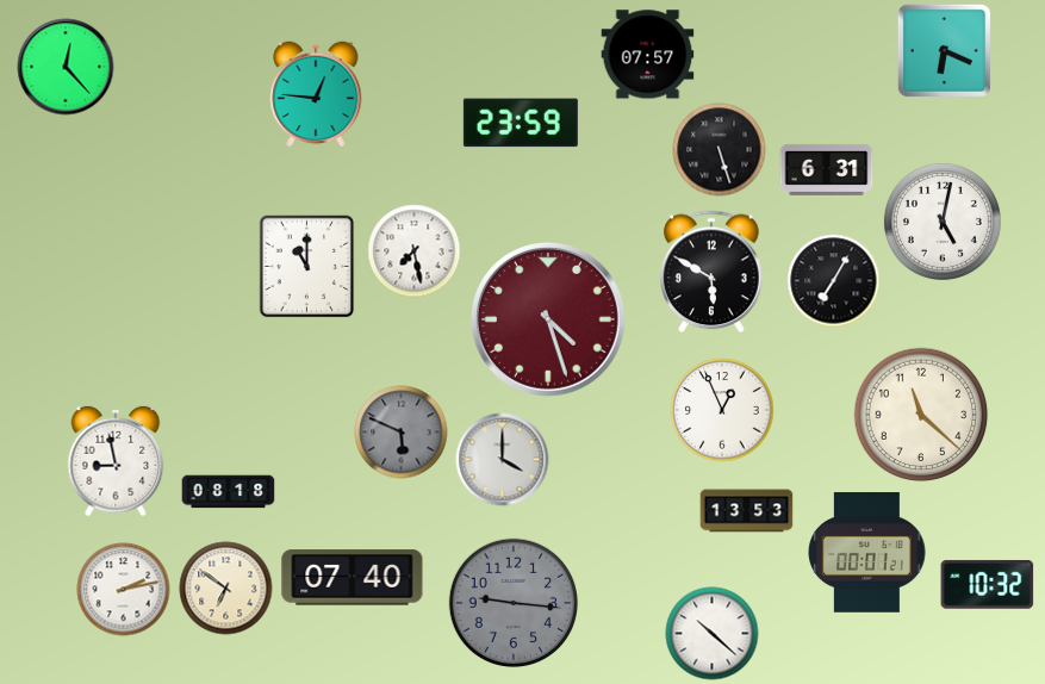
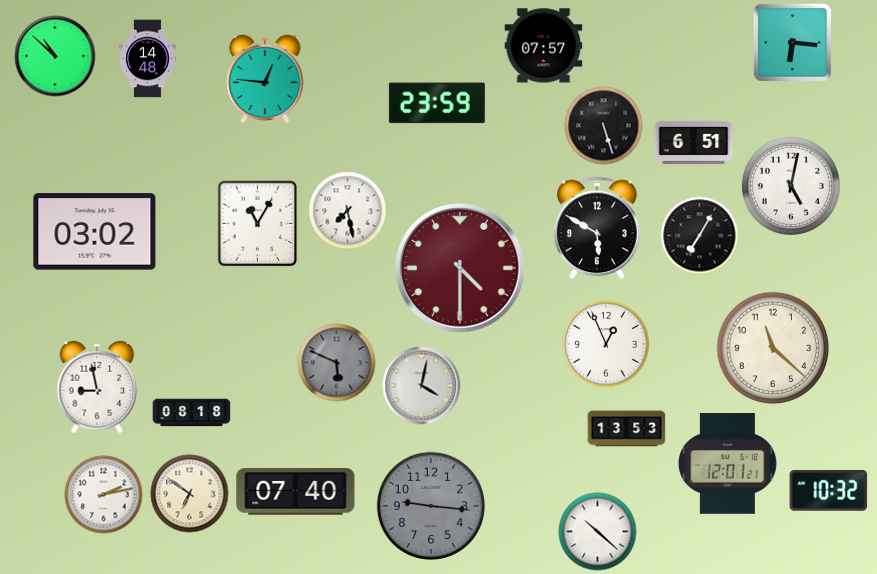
clock at (944, 50): 6:19 -> 6:16
clock at (66, 67): 12:23 -> 10:52
clock at (148, 58): none -> 14:48
clock at (826, 169): 6:31 -> 6:51
clock at (307, 266): 11:00 -> 11:05
clock at (95, 232): none -> 03:02
clock at (548, 319): 4:27 -> 4:30
clock at (502, 459): 4:00 -> 4:02
clock at (867, 553): 00:01 -> 12:01
clock at (353, 578) position: (353, 578) -> (296, 492)
